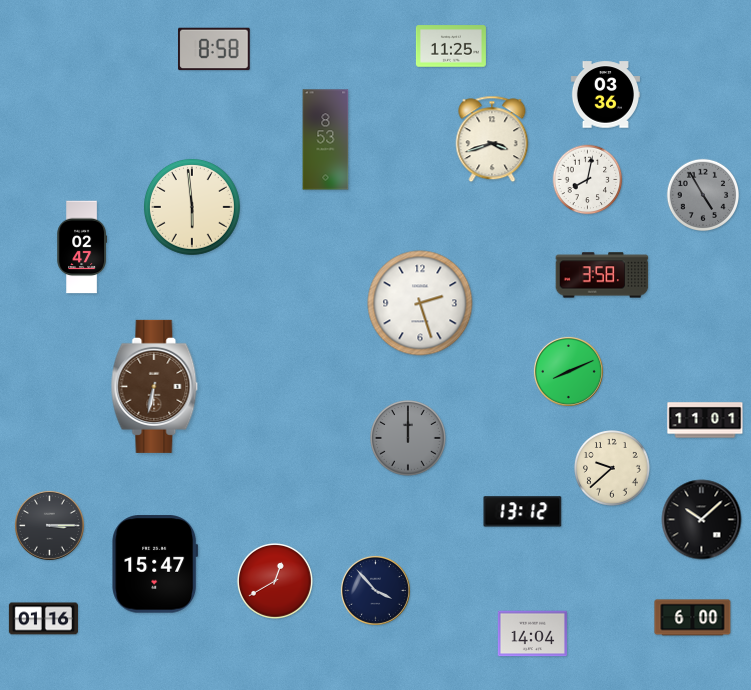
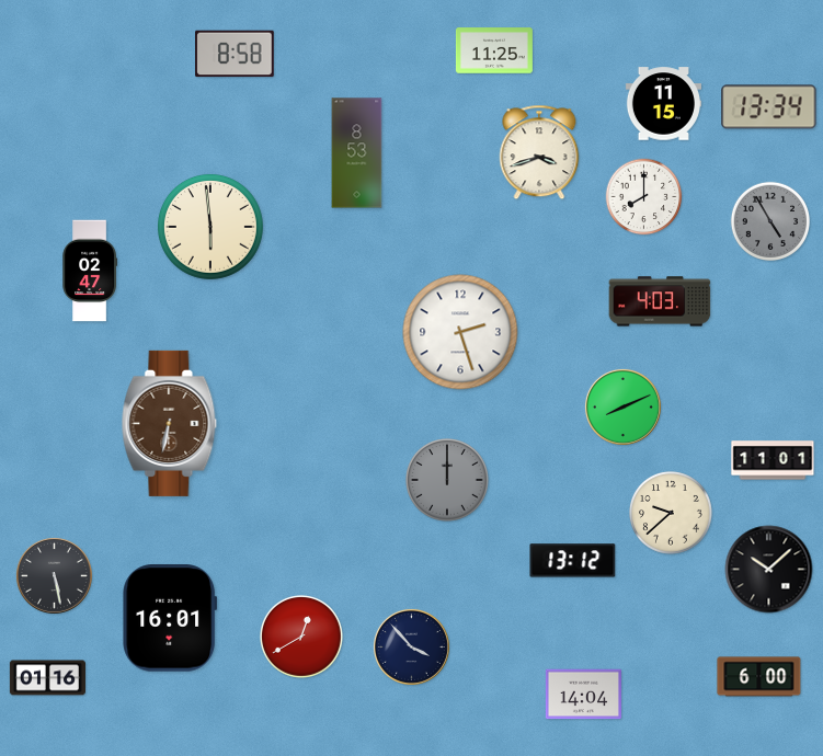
clock at (605, 95): 03:36 -> 11:15
clock at (769, 107): none -> 13:34
clock at (588, 180): 8:02 -> 8:00
clock at (702, 194) position: (702, 194) -> (769, 220)
clock at (602, 275): 3:58 -> 4:03
clock at (49, 525): 3:15 -> 5:28
clock at (155, 564): 15:47 -> 16:01
